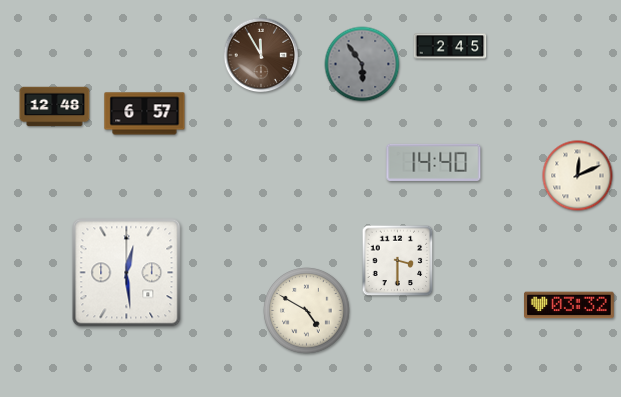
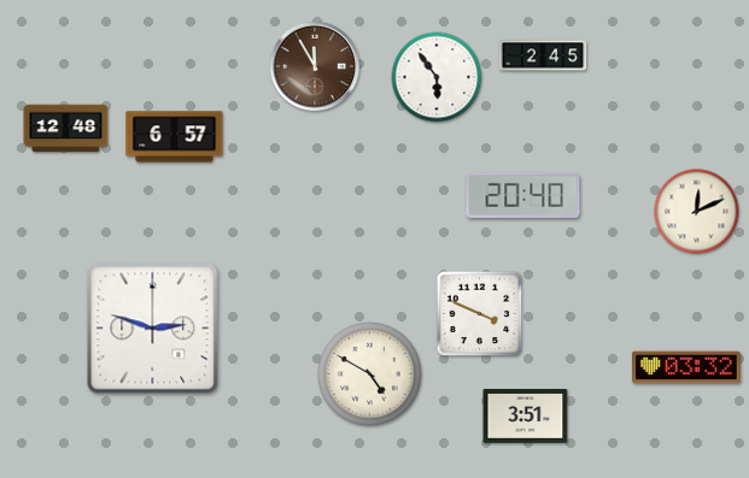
clock at (362, 64) dial: grey -> white
clock at (434, 162): 14:40 -> 20:40
clock at (398, 261): 3:30 -> 3:49
clock at (127, 273): 12:29 -> 2:48
clock at (526, 417): none -> 3:51
